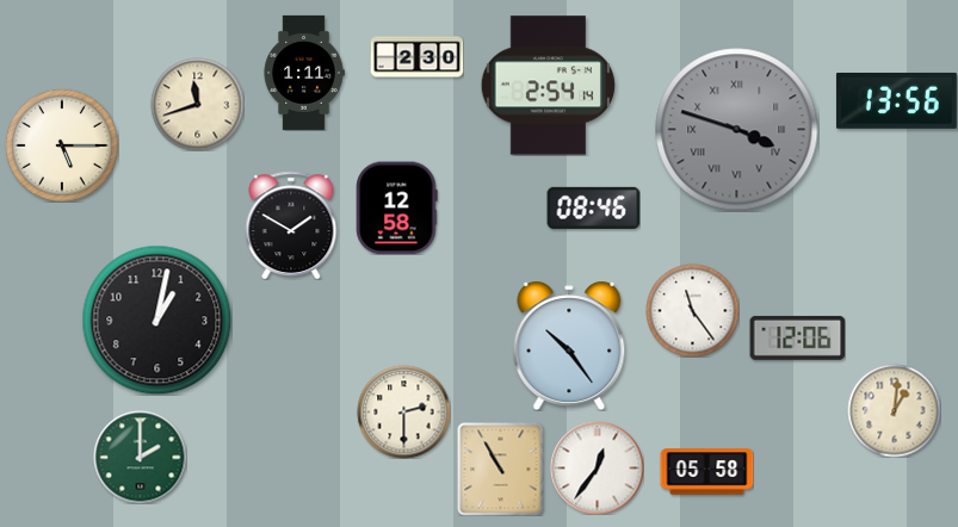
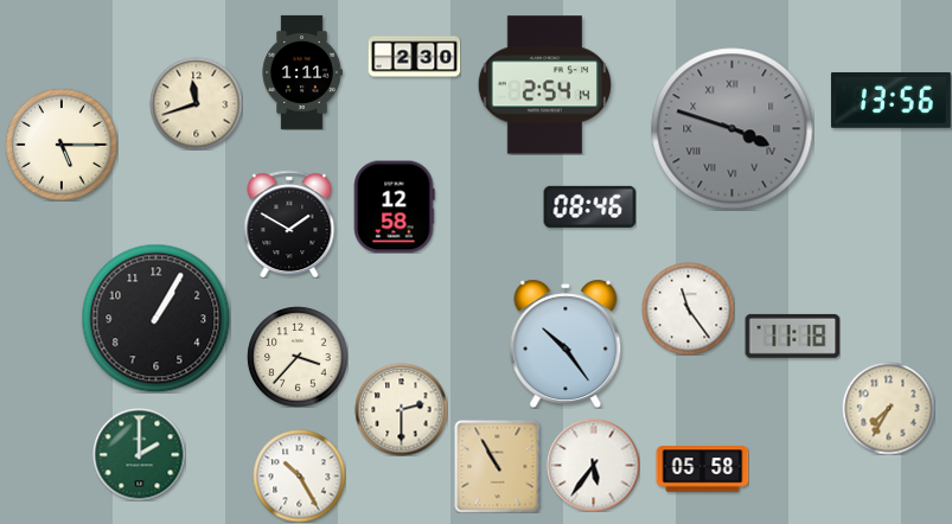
clock at (156, 320): 1:02 -> 1:05
clock at (797, 337): 12:06 -> 11:18
clock at (298, 357): none -> 3:37
clock at (894, 410): 1:01 -> 7:35
clock at (597, 467): 12:36 -> 5:36
clock at (299, 475): none -> 10:25
